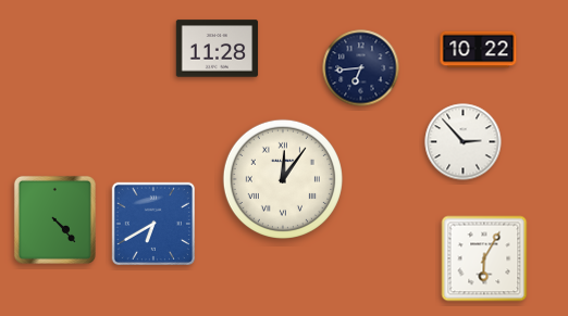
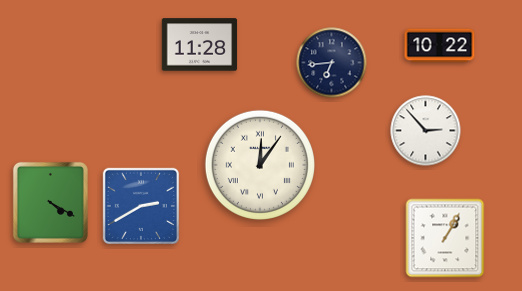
clock at (54, 219): 4:23 -> 4:20
clock at (153, 224): 6:40 -> 2:40
clock at (484, 258): 6:05 -> 1:05
